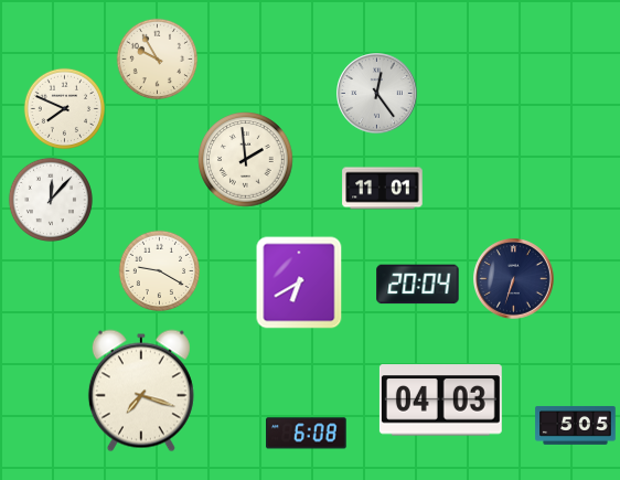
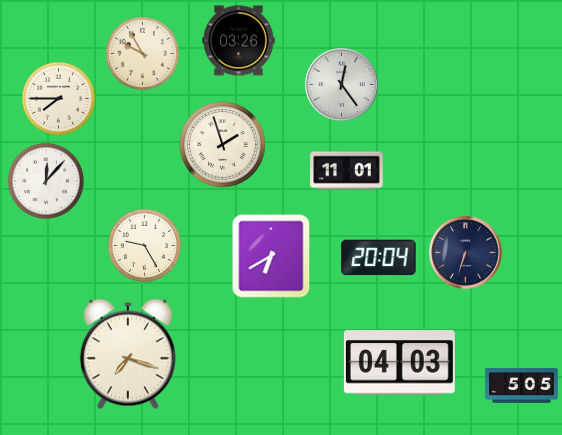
clock at (239, 41): none -> 03:26
clock at (65, 109): 7:49 -> 7:45
clock at (246, 160): 1:59 -> 1:57
clock at (160, 271): 9:20 -> 9:25
clock at (307, 434): 6:08 -> none
